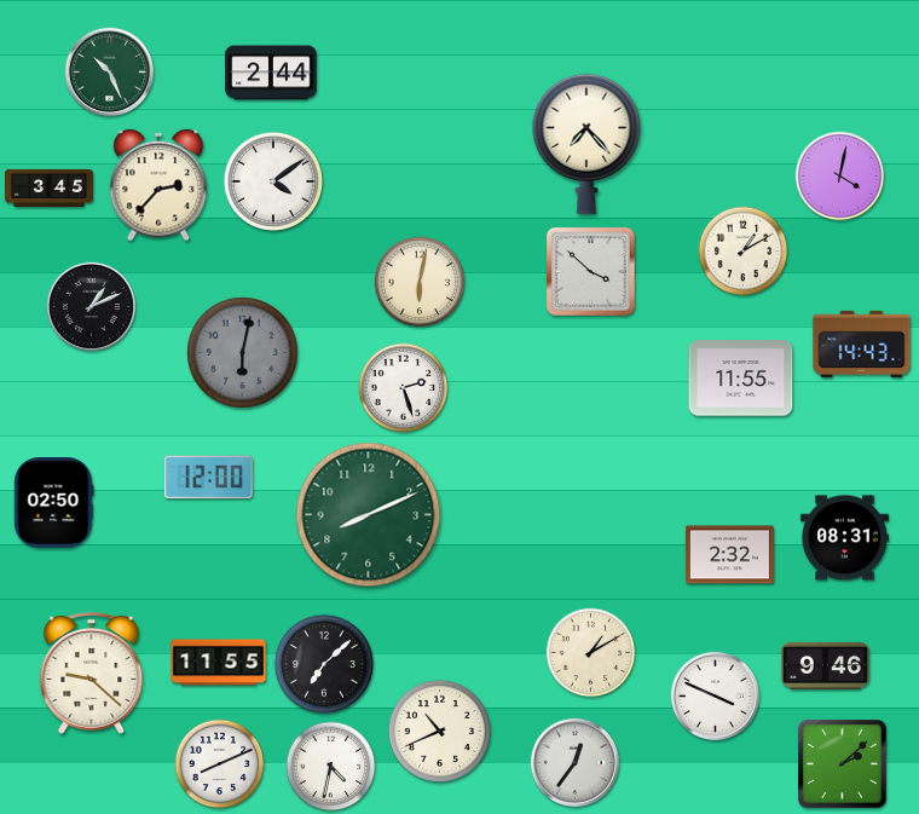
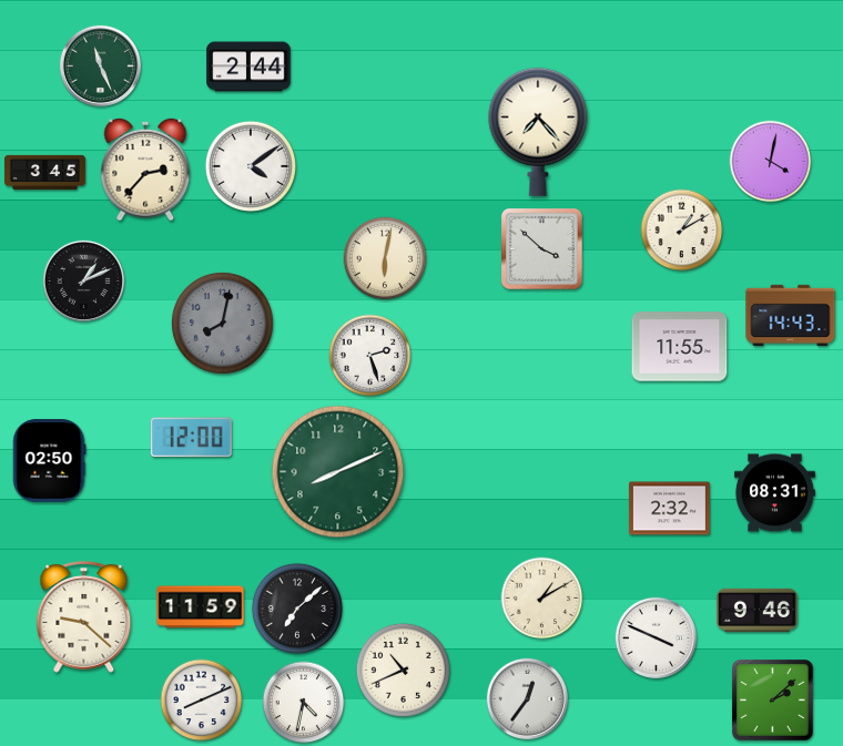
clock at (109, 71): 10:26 -> 11:26
clock at (243, 353): 6:02 -> 8:02
clock at (219, 663): 11:55 -> 11:59
